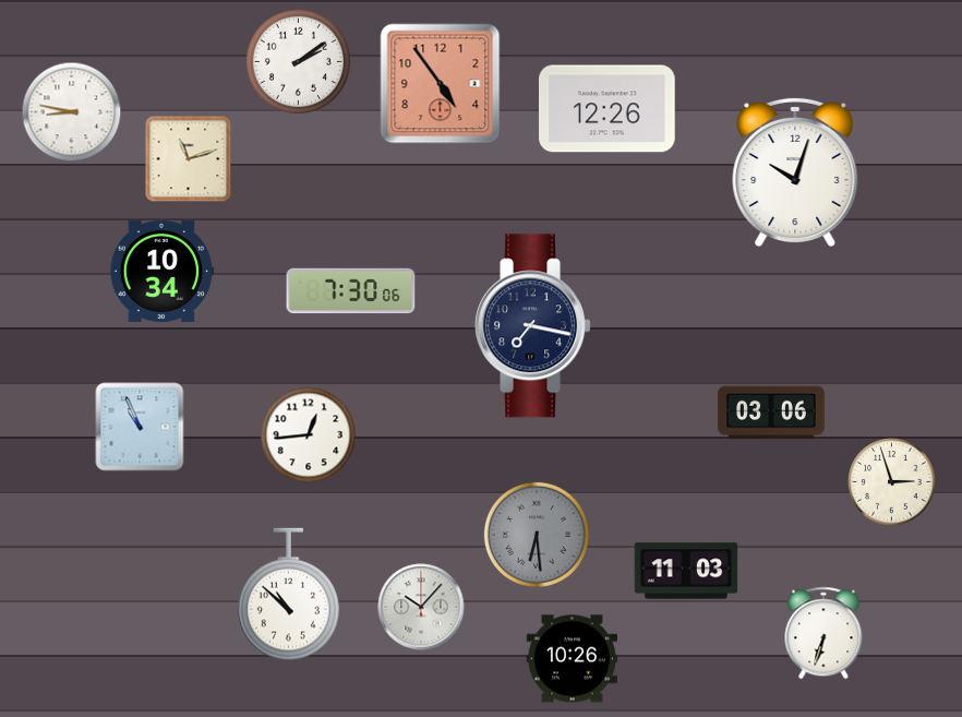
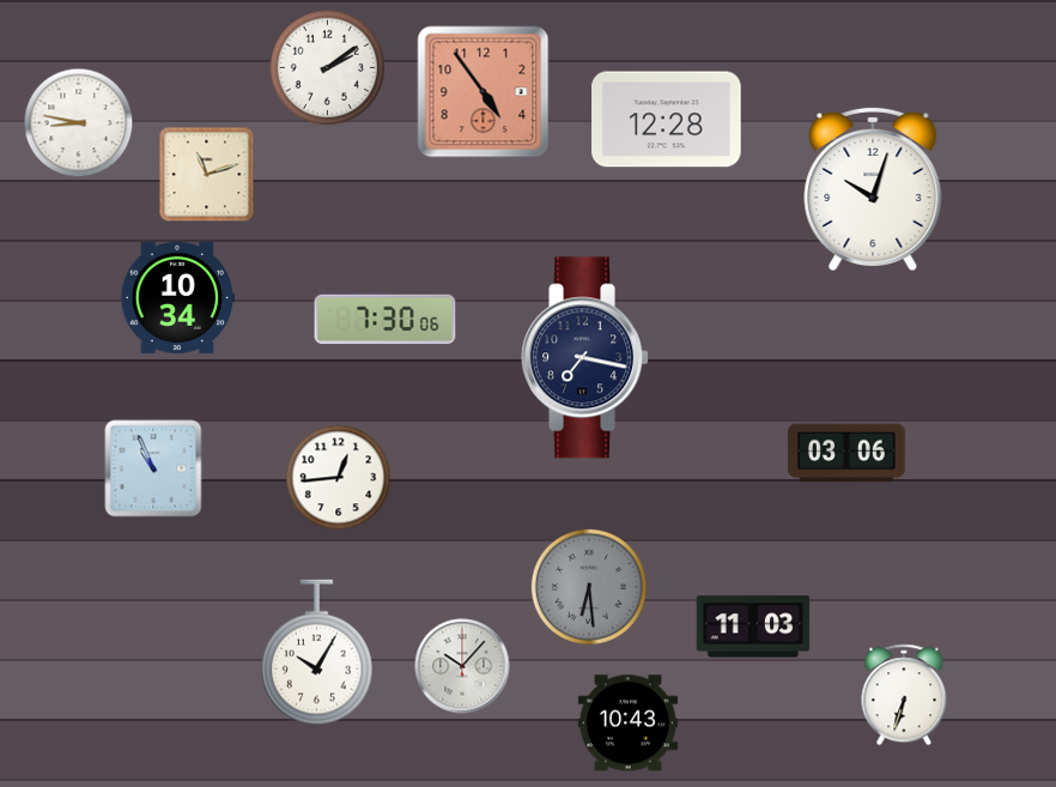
clock at (608, 109): 12:26 -> 12:28
clock at (892, 482): 2:57 -> none
clock at (288, 595): 10:52 -> 10:05
clock at (572, 659): 10:26 -> 10:43
